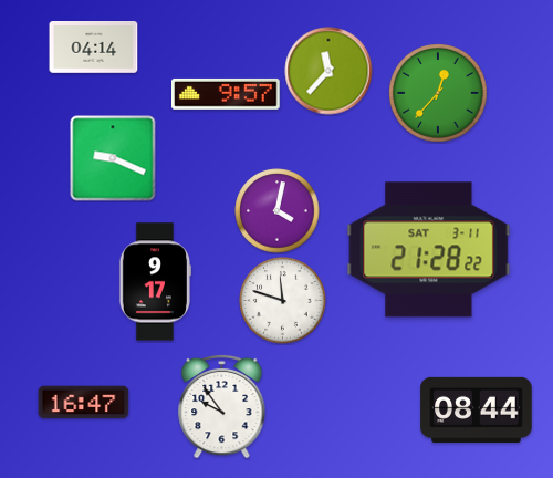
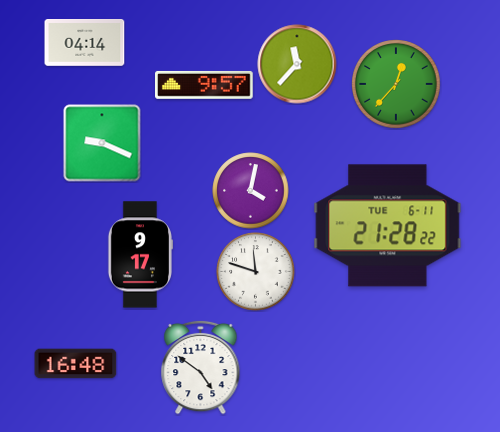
clock at (429, 250) date: SAT 3-11 -> TUE 6-11
clock at (84, 403): 16:47 -> 16:48
clock at (222, 406): 9:54 -> 4:51
clock at (477, 409): 08:44 -> none
